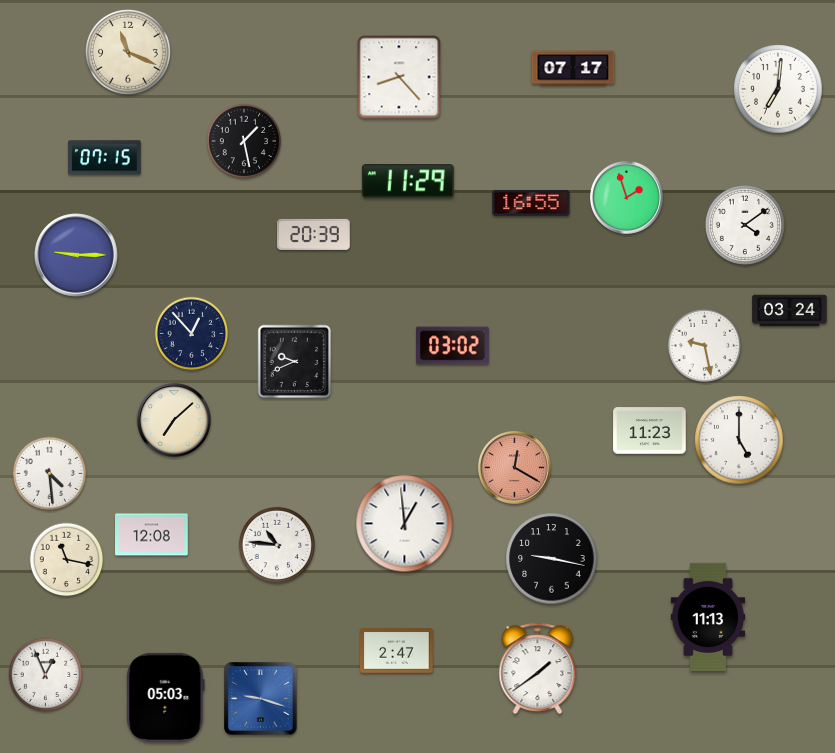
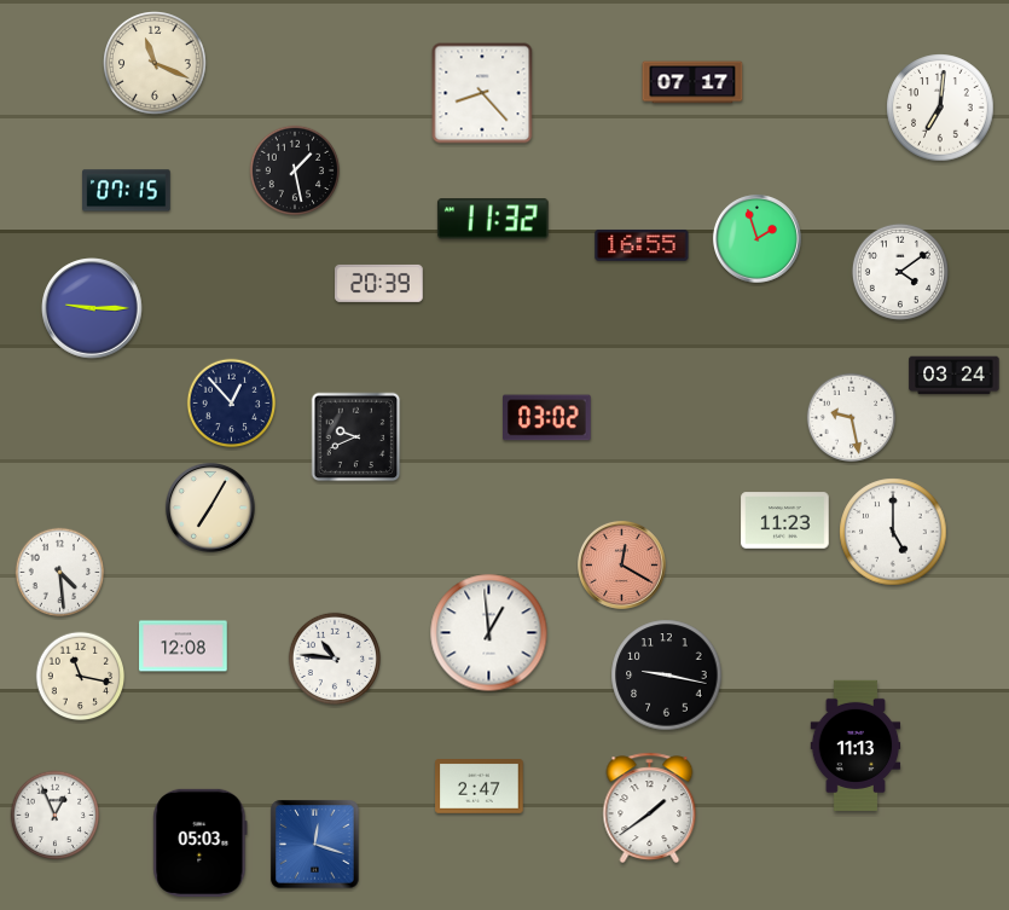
clock at (408, 181): 11:29 -> 11:32
clock at (174, 420): 7:08 -> 7:05
clock at (261, 699): 9:18 -> 12:18
